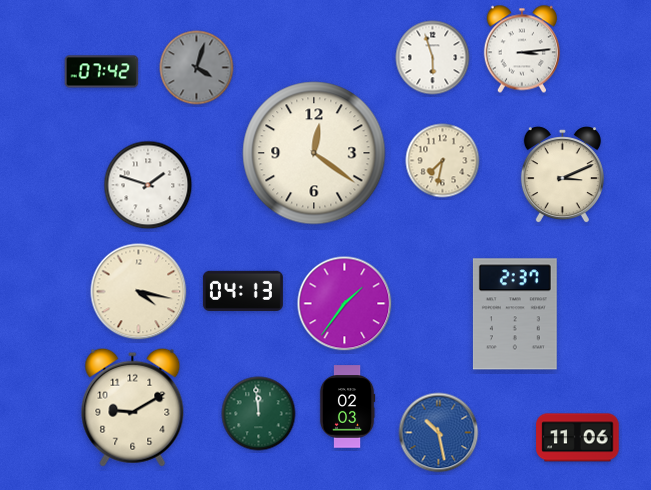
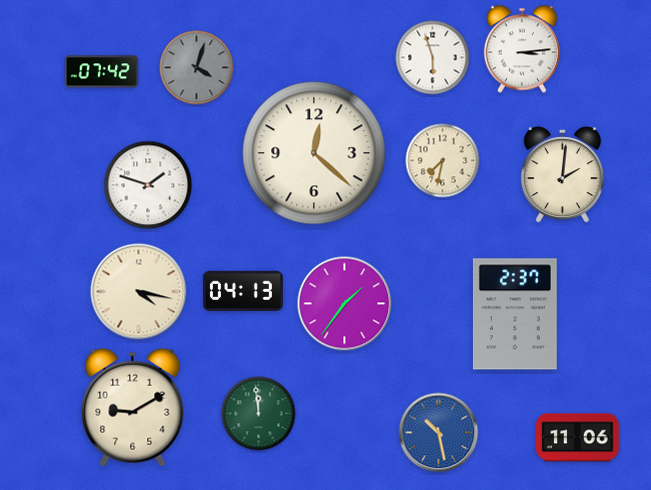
clock at (314, 153): 12:21 -> 12:22
clock at (562, 175): 3:11 -> 2:01
clock at (347, 407): 02:03 -> none
